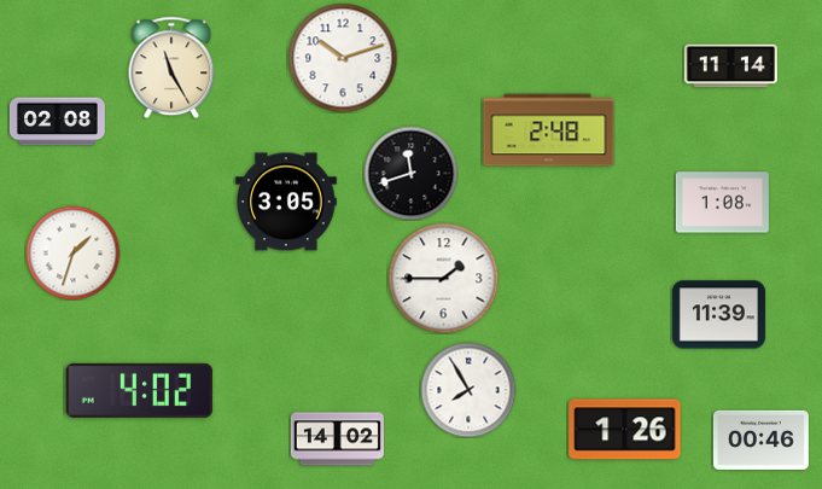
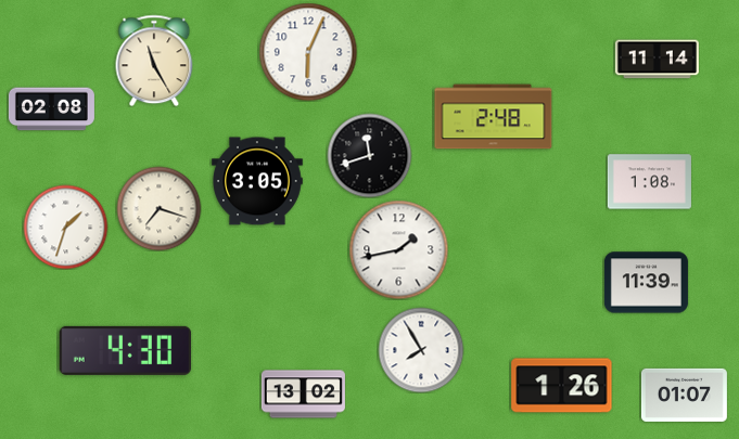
clock at (343, 58): 10:12 -> 6:04
clock at (158, 208): none -> 7:18
clock at (443, 278): 1:45 -> 1:43
clock at (140, 390): 4:02 -> 4:30
clock at (337, 439): 14:02 -> 13:02
clock at (760, 439): 00:46 -> 01:07
